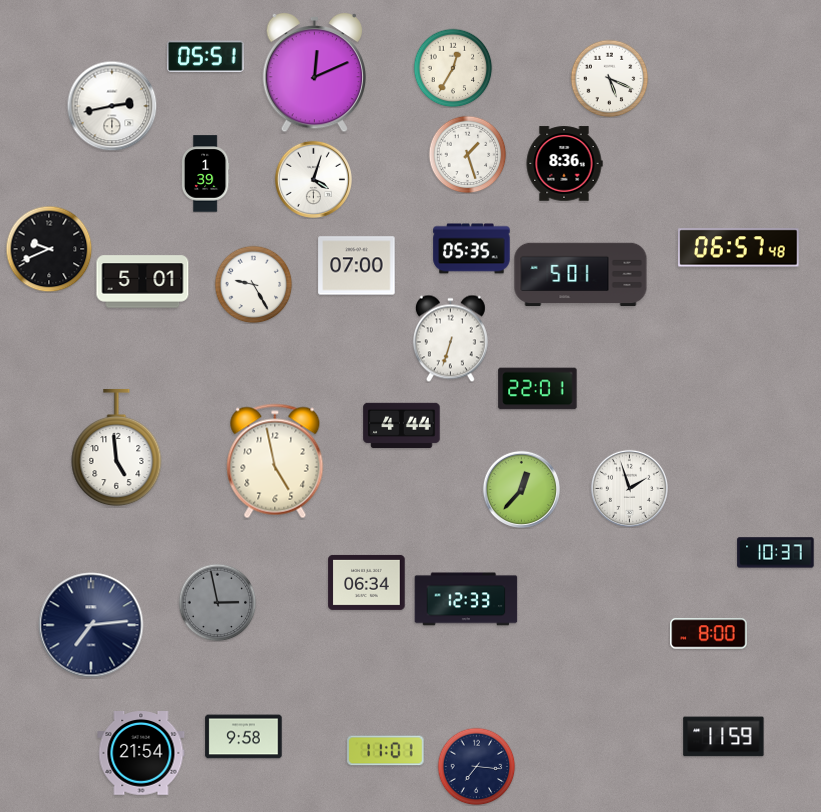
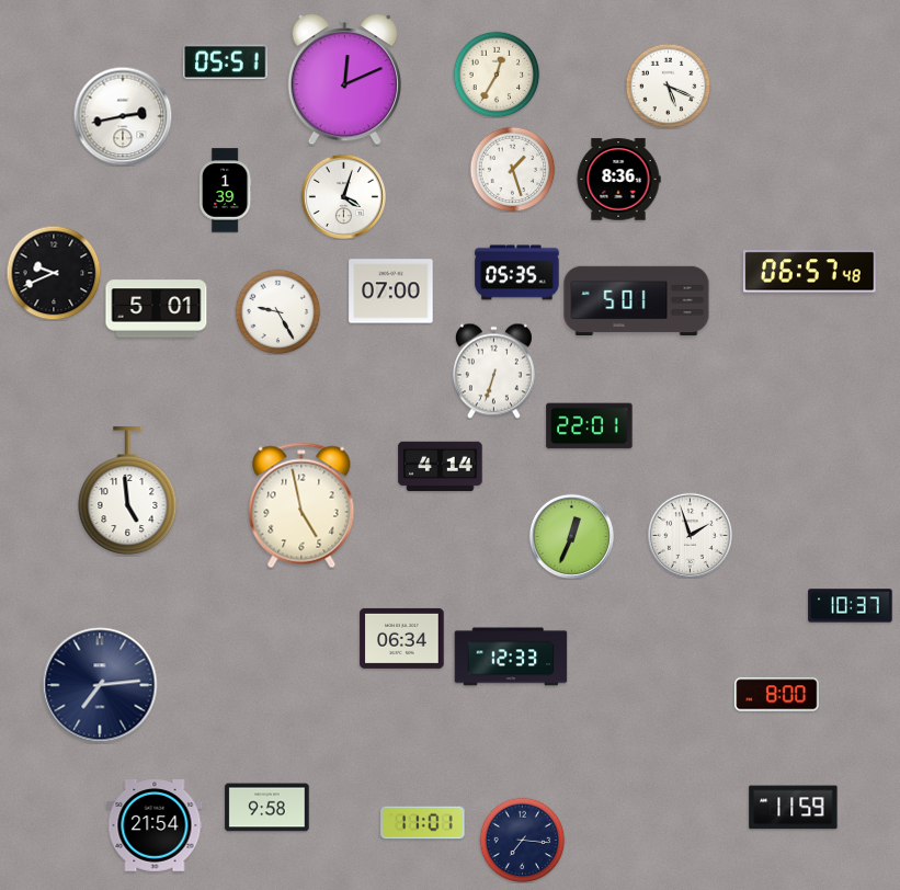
clock at (402, 426): 4:44 -> 4:14
clock at (521, 489): 12:37 -> 12:34
clock at (217, 602): 2:58 -> none
